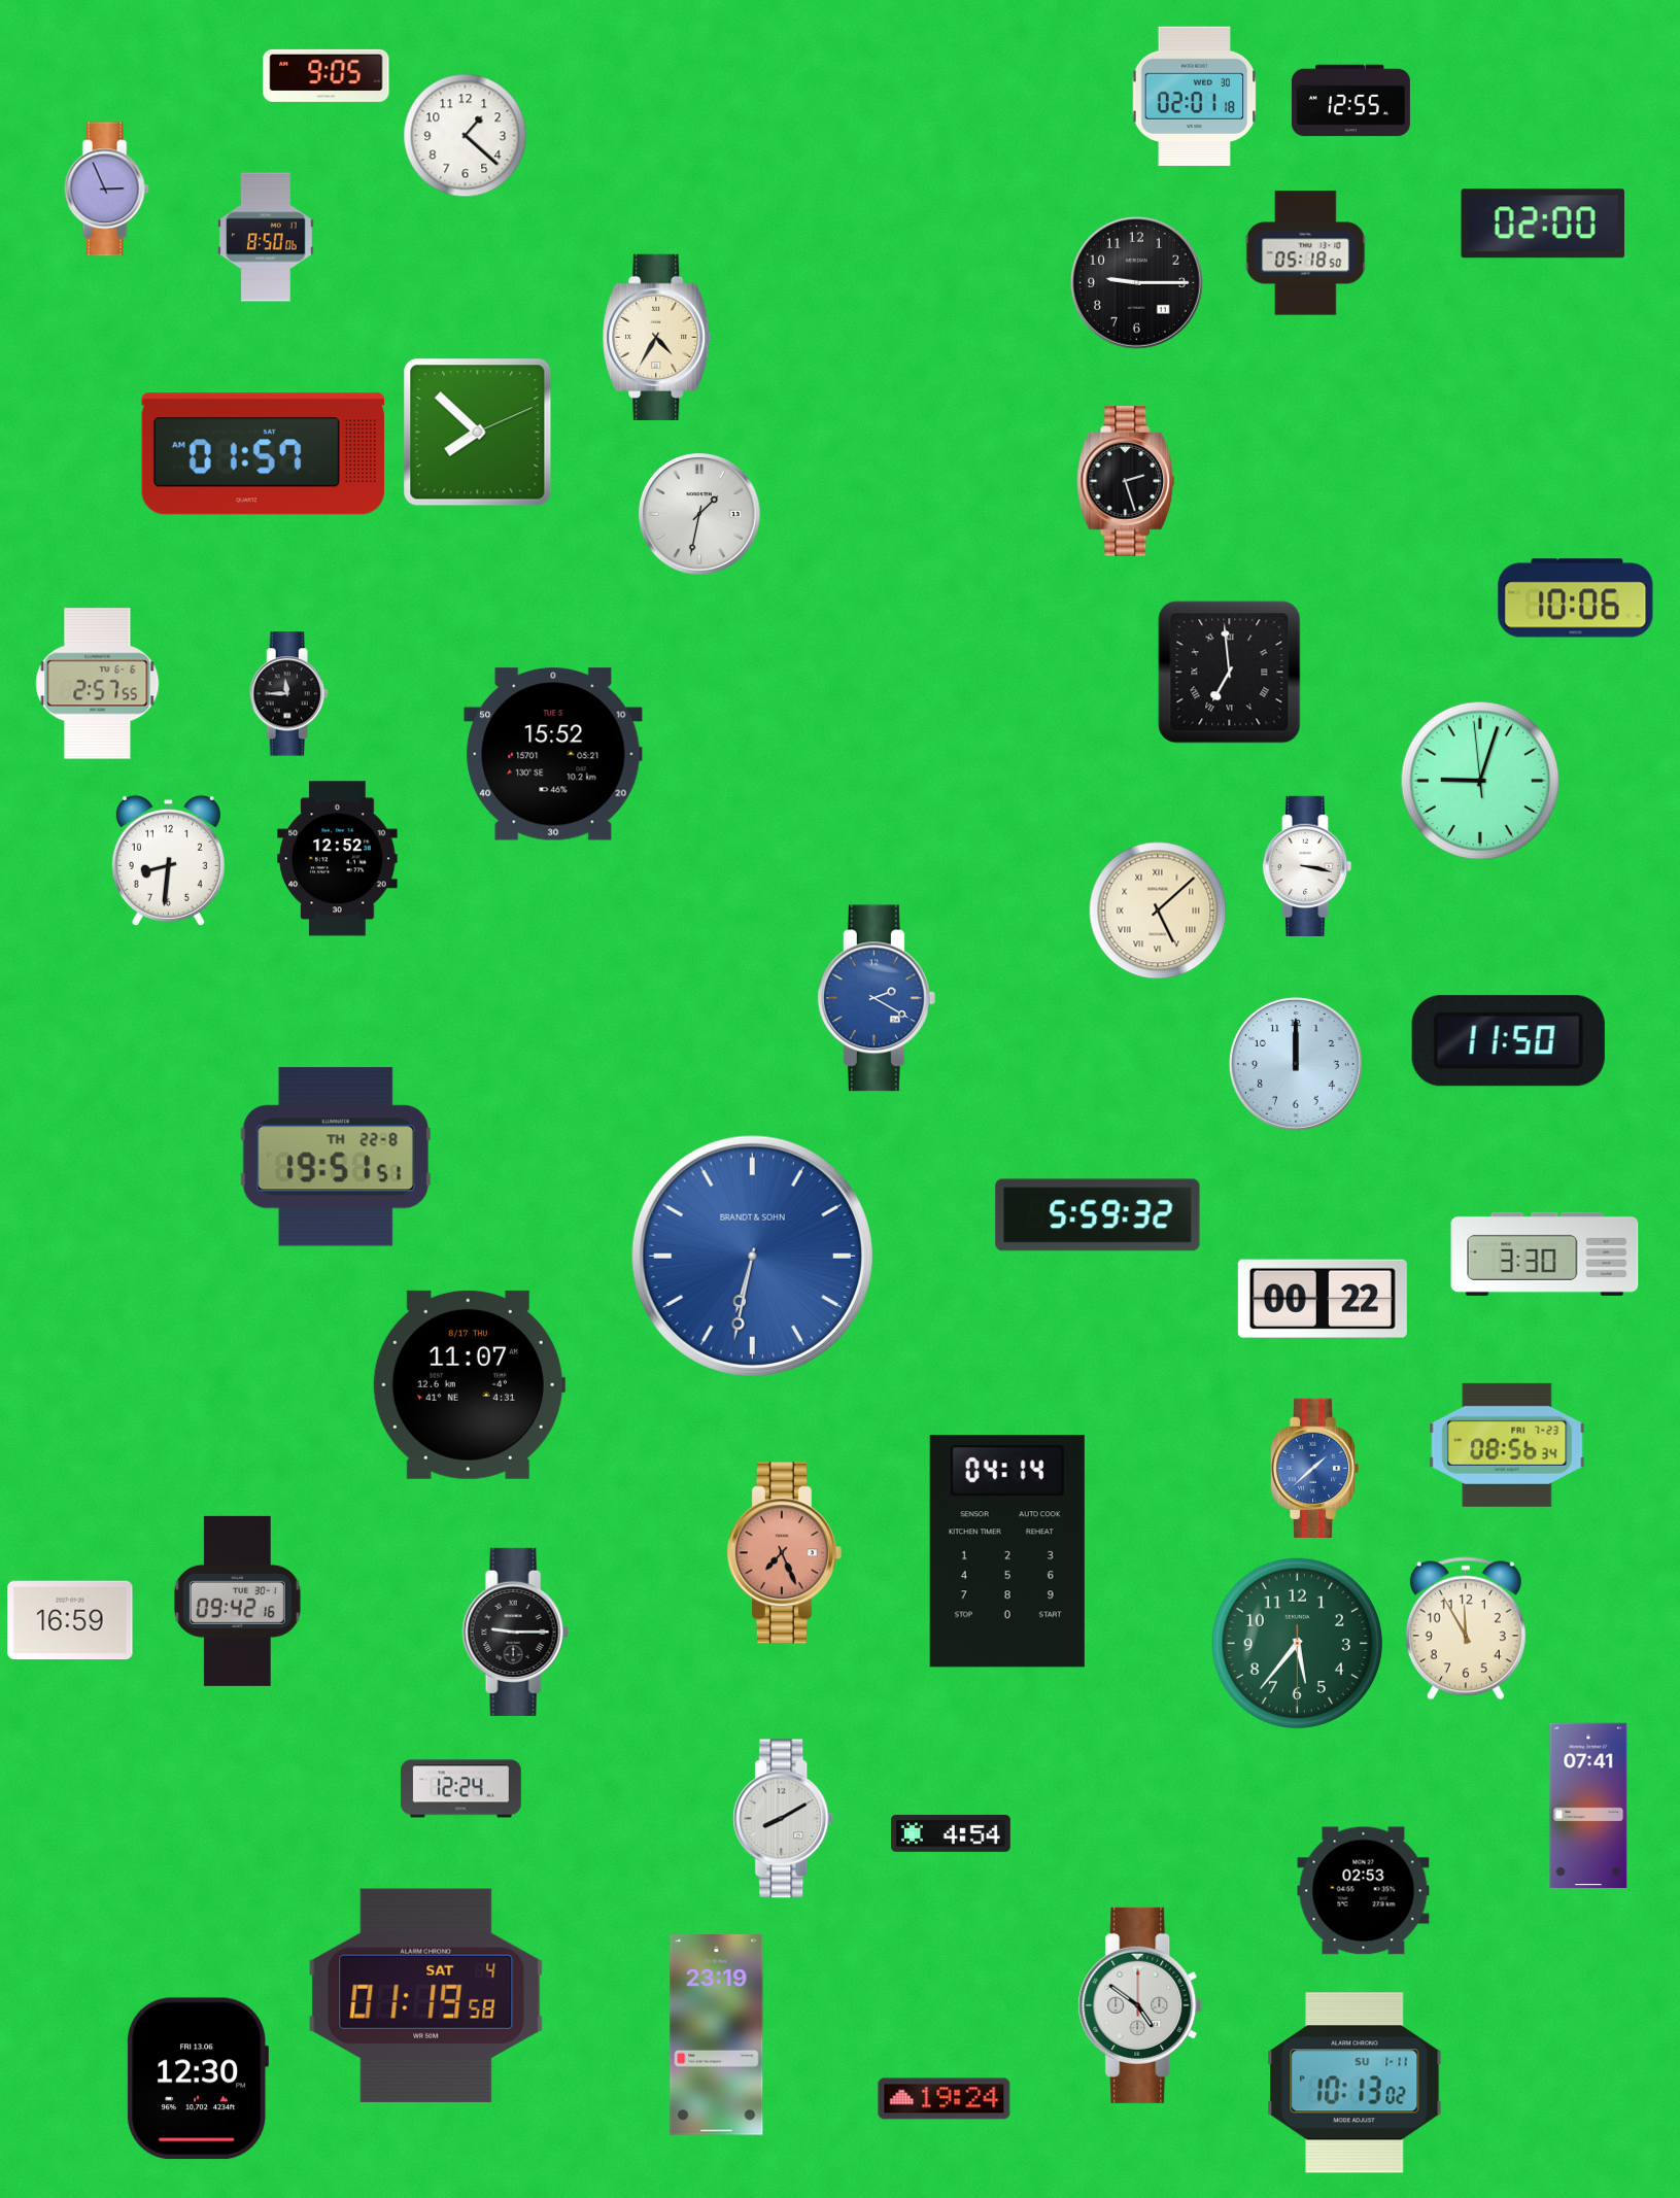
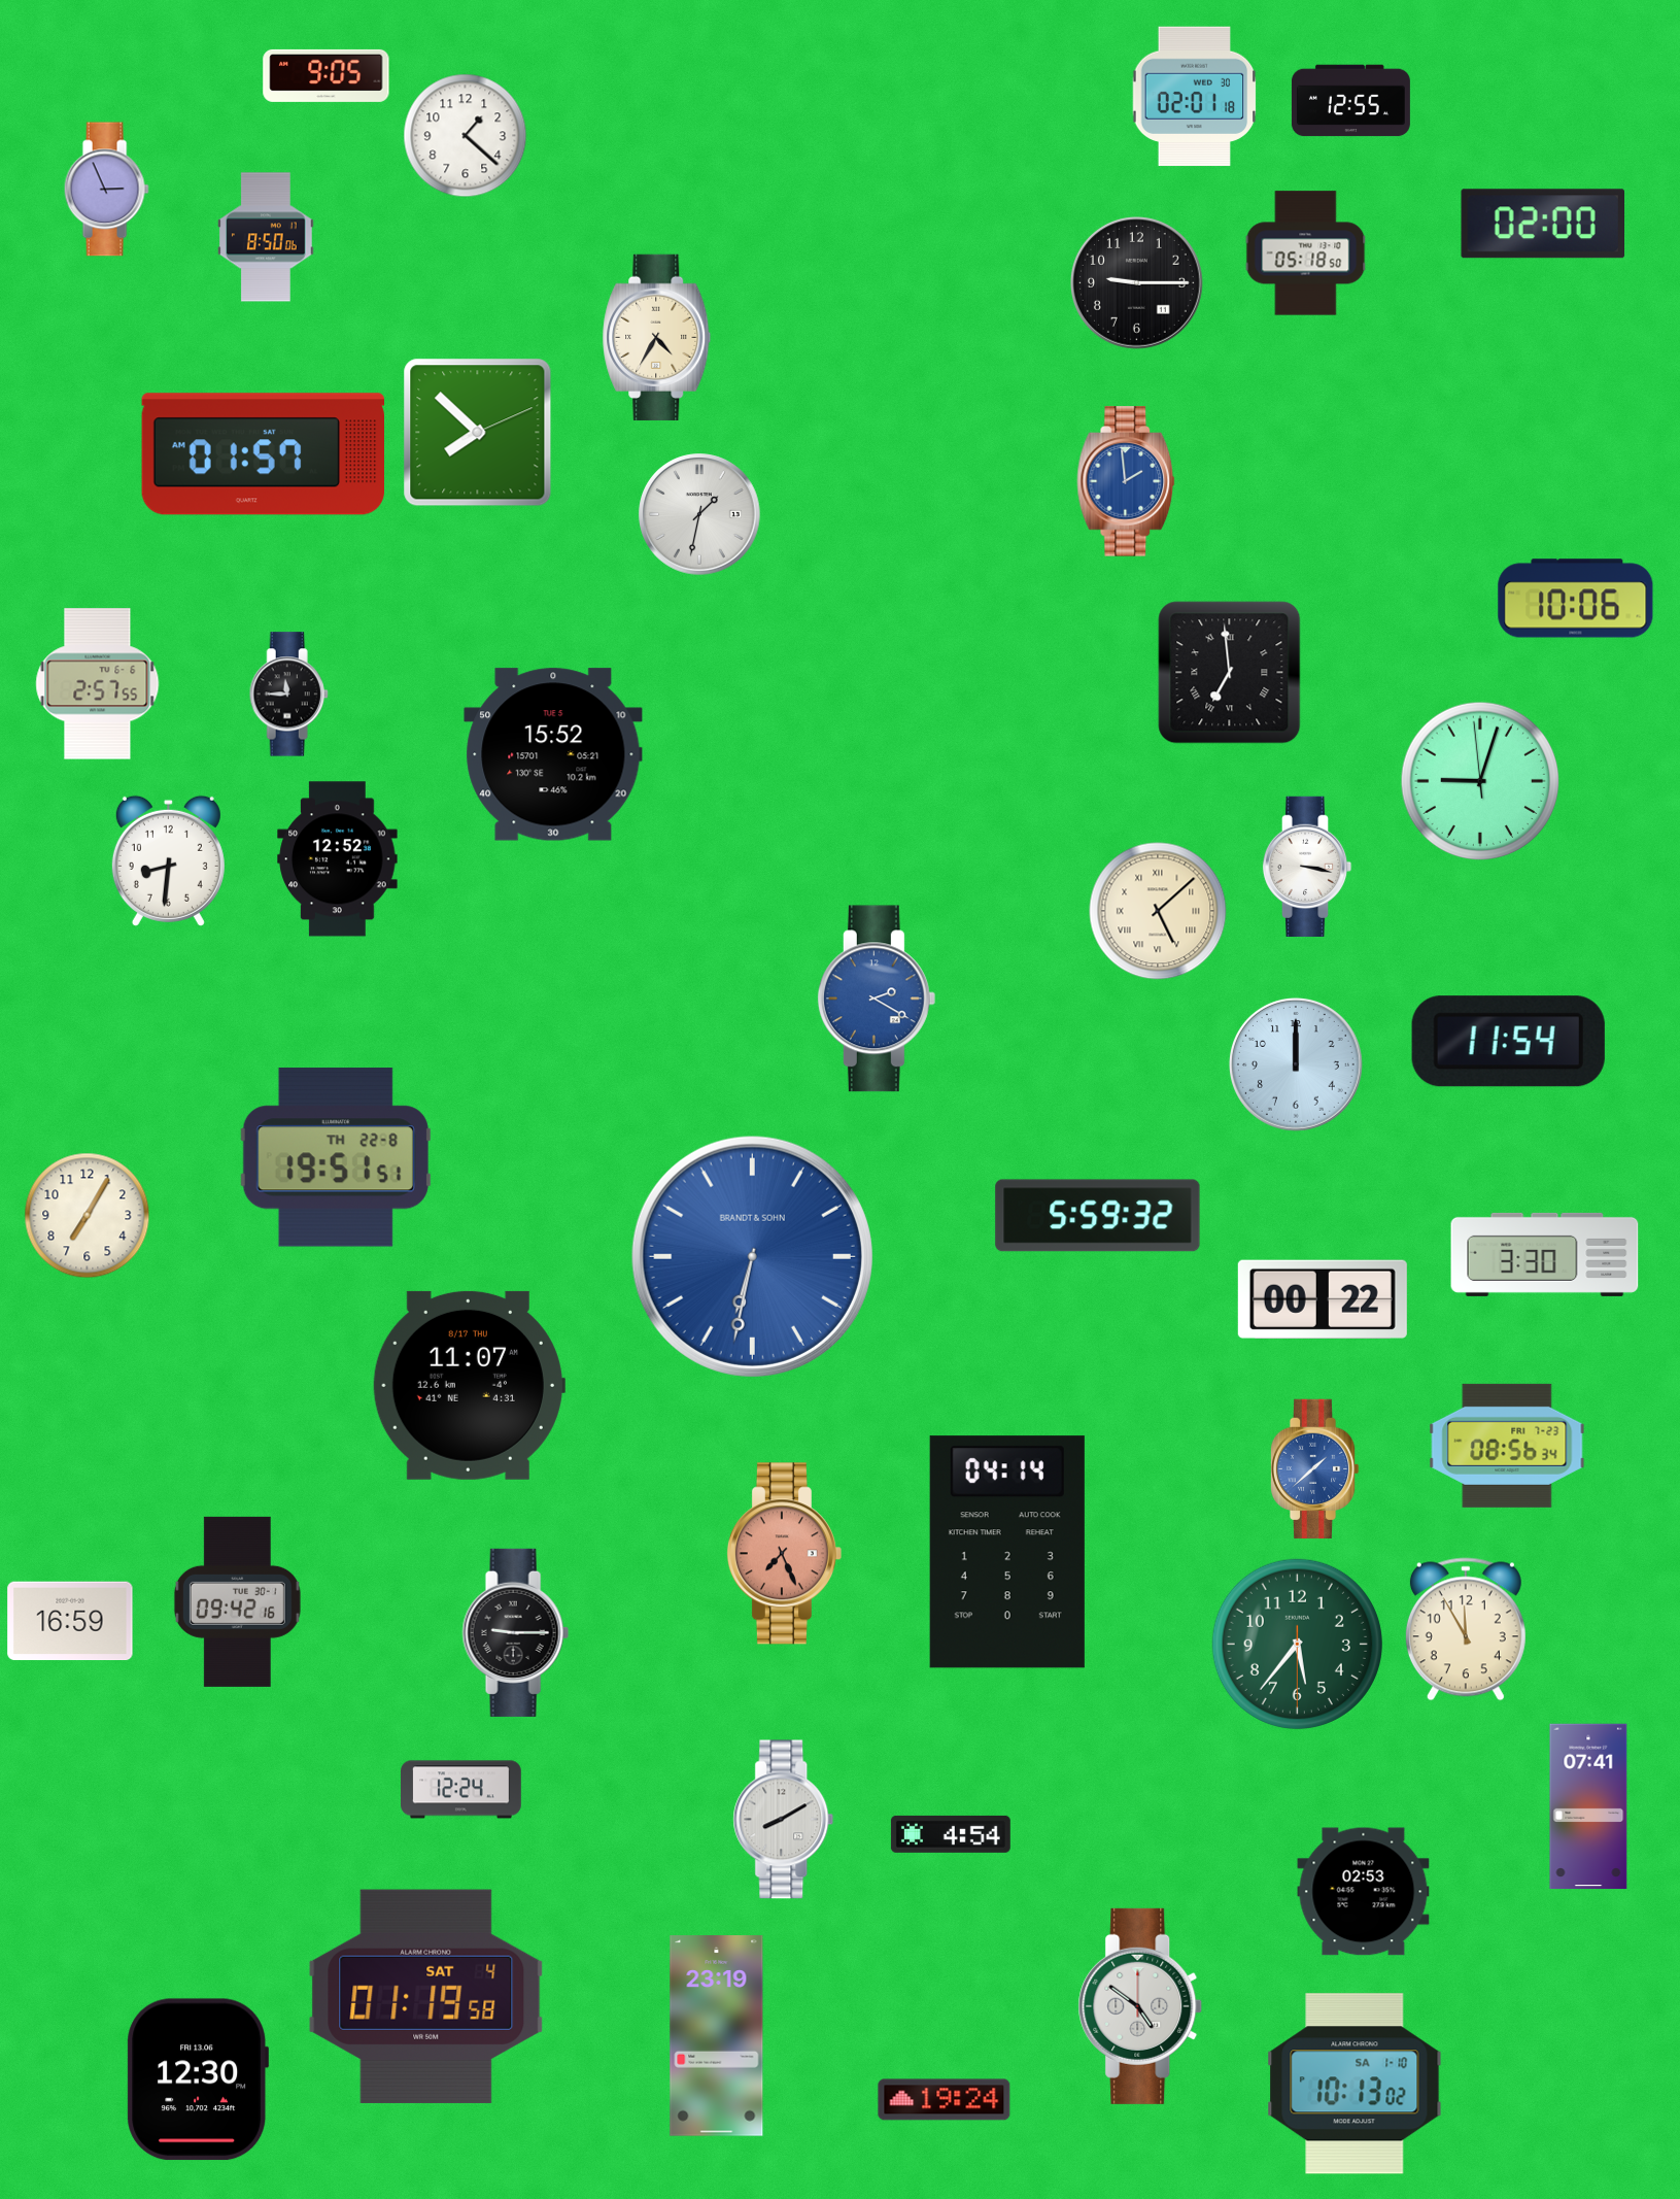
clock at (1126, 481): 2:27 -> 1:59
clock at (1126, 481) dial: black -> blue
clock at (1508, 1041): 11:50 -> 11:54
clock at (88, 1216): none -> 7:05
clock at (1355, 2083) date: SU 1-11 -> SA 1-10
